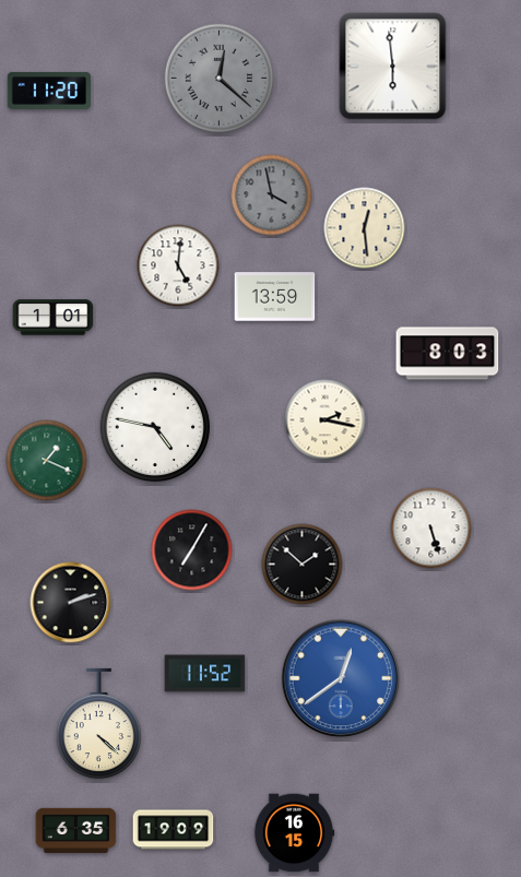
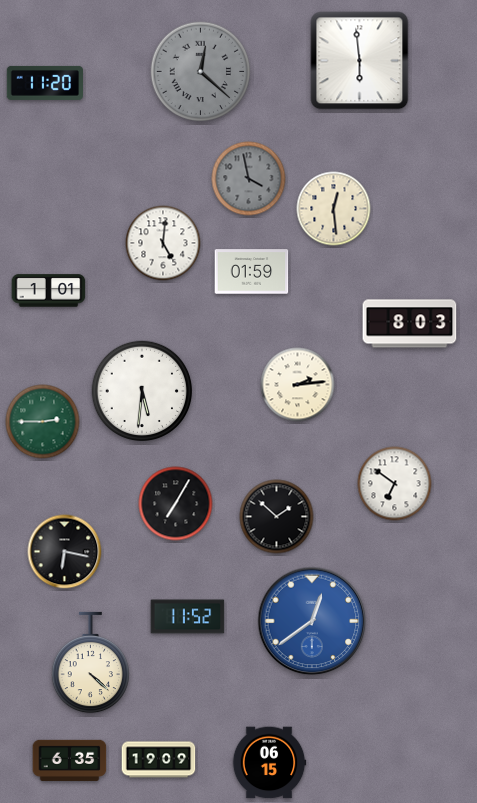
clock at (275, 297): 13:59 -> 01:59
clock at (325, 420): 2:17 -> 2:14
clock at (155, 427): 4:47 -> 5:31
clock at (47, 461): 1:19 -> 2:45
clock at (431, 529): 5:27 -> 6:51
clock at (71, 603): 2:12 -> 6:17
clock at (294, 833): 16:15 -> 06:15
